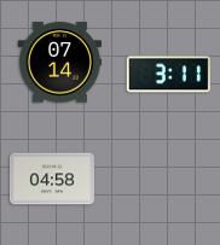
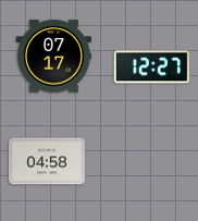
clock at (59, 63): 07:14 -> 07:17
clock at (168, 75): 3:11 -> 12:27
